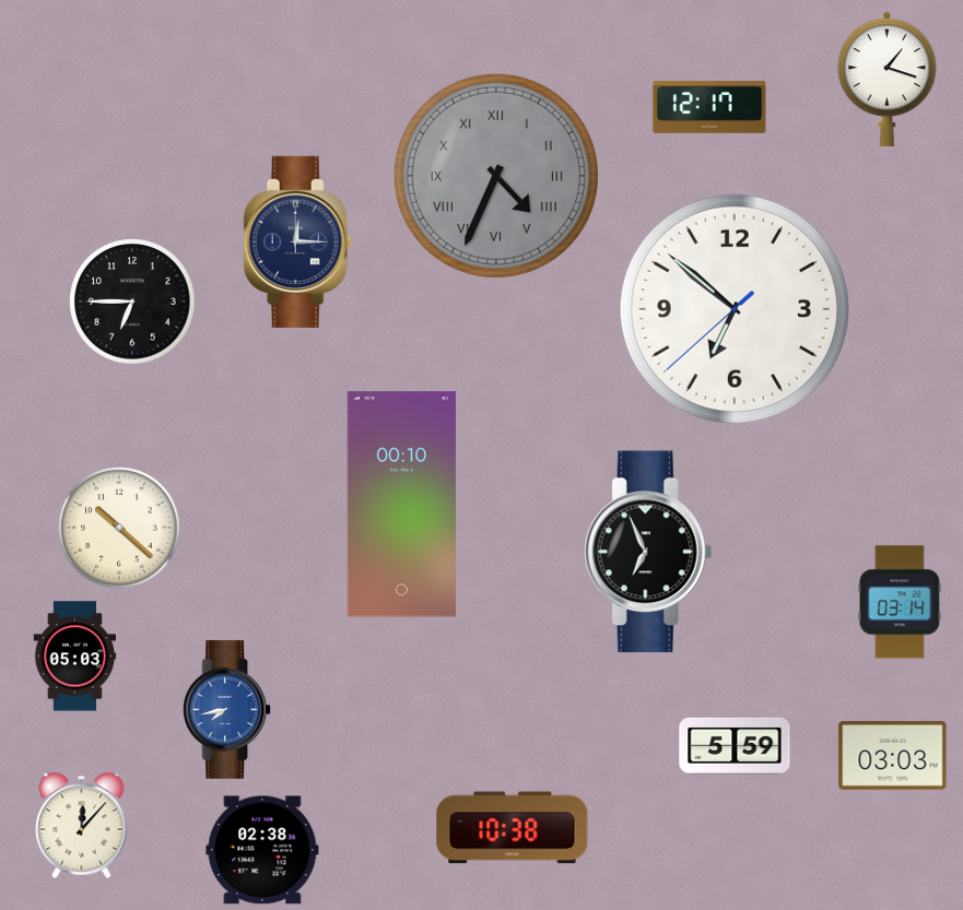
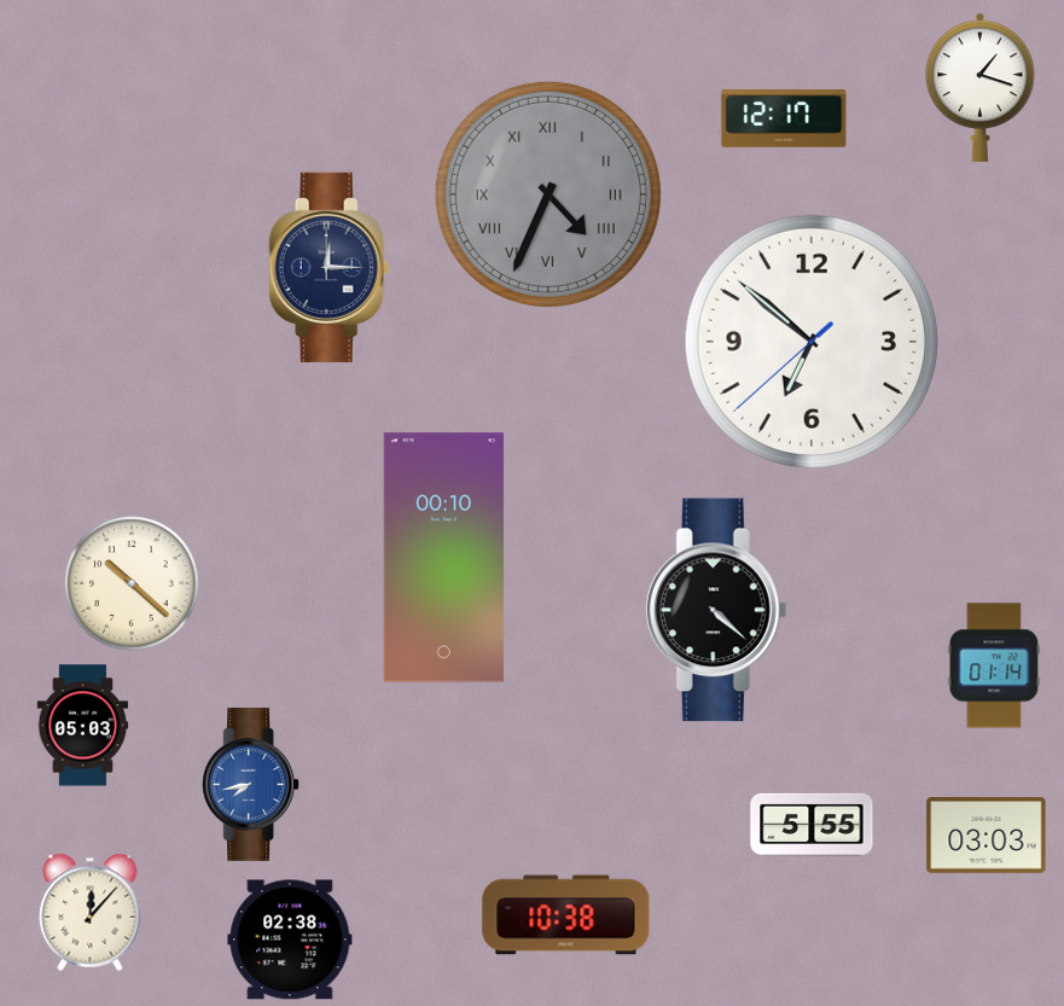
clock at (132, 302): 6:45 -> none
clock at (648, 552): 6:56 -> 4:22
clock at (900, 602): 03:14 -> 01:14
clock at (735, 746): 5:59 -> 5:55
